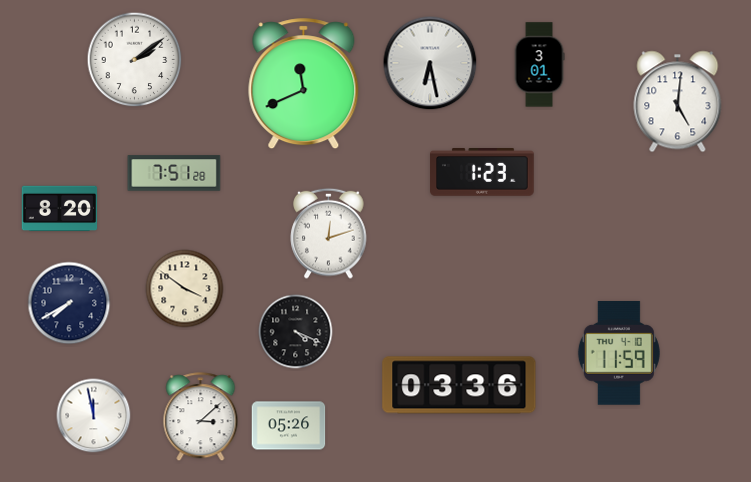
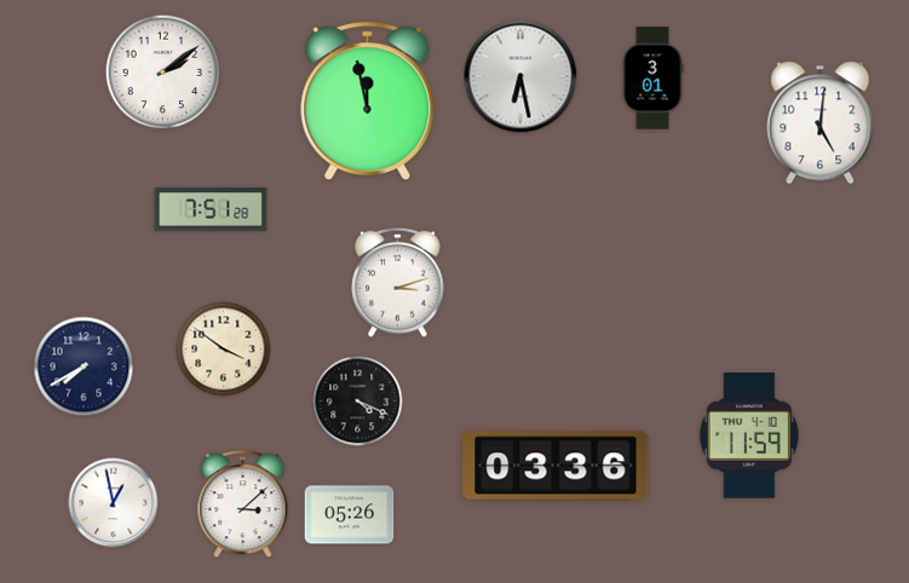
clock at (304, 84): 11:41 -> 11:58
clock at (482, 173): 1:23 -> none
clock at (60, 209): 8:20 -> none
clock at (329, 233): 12:12 -> 3:12
clock at (619, 354) position: (619, 354) -> (749, 437)
clock at (94, 416): 11:58 -> 12:58
